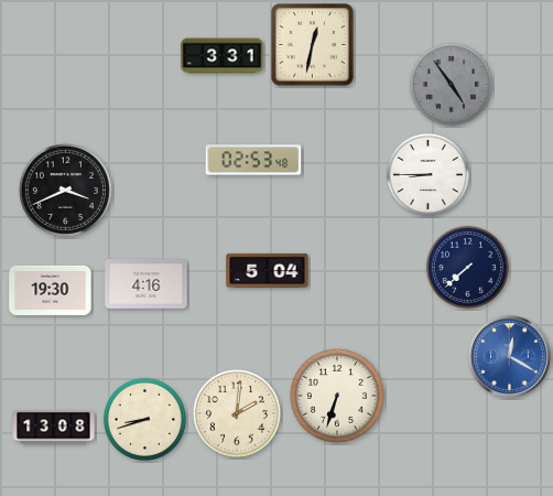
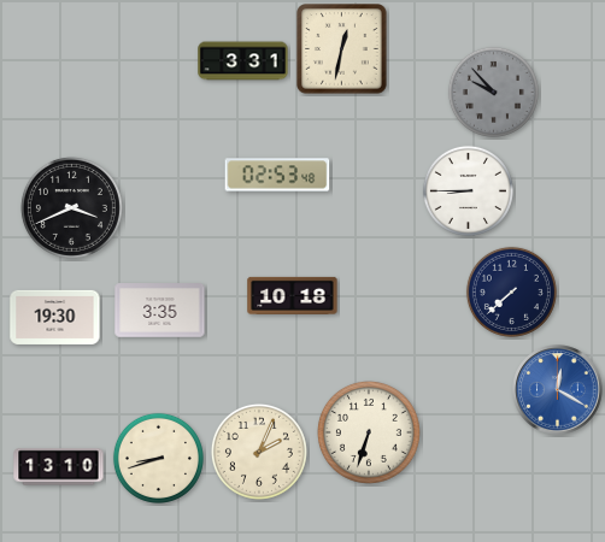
clock at (451, 84): 4:54 -> 9:53
clock at (268, 270): 5:04 -> 10:18
clock at (147, 284): 4:16 -> 3:35
clock at (237, 413): 2:01 -> 2:04
clock at (54, 428): 13:08 -> 13:10
